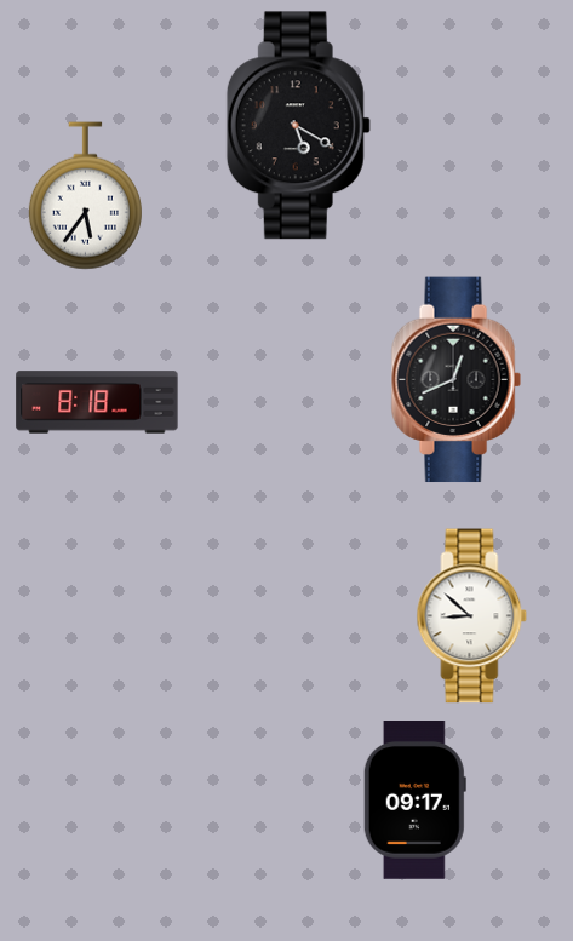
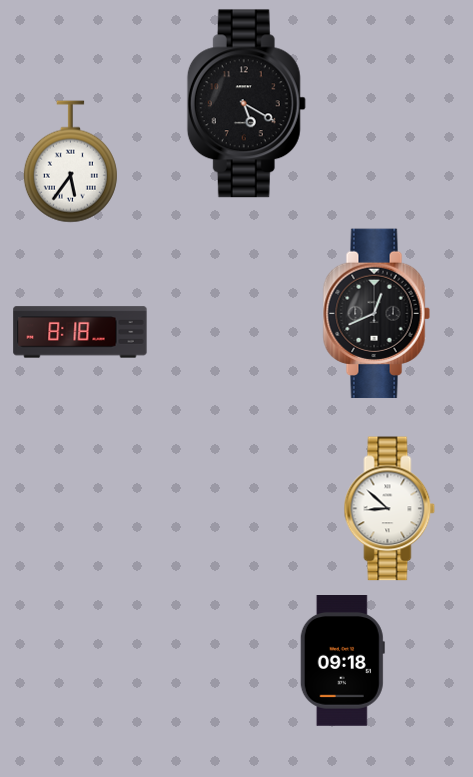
clock at (414, 801): 09:17 -> 09:18
